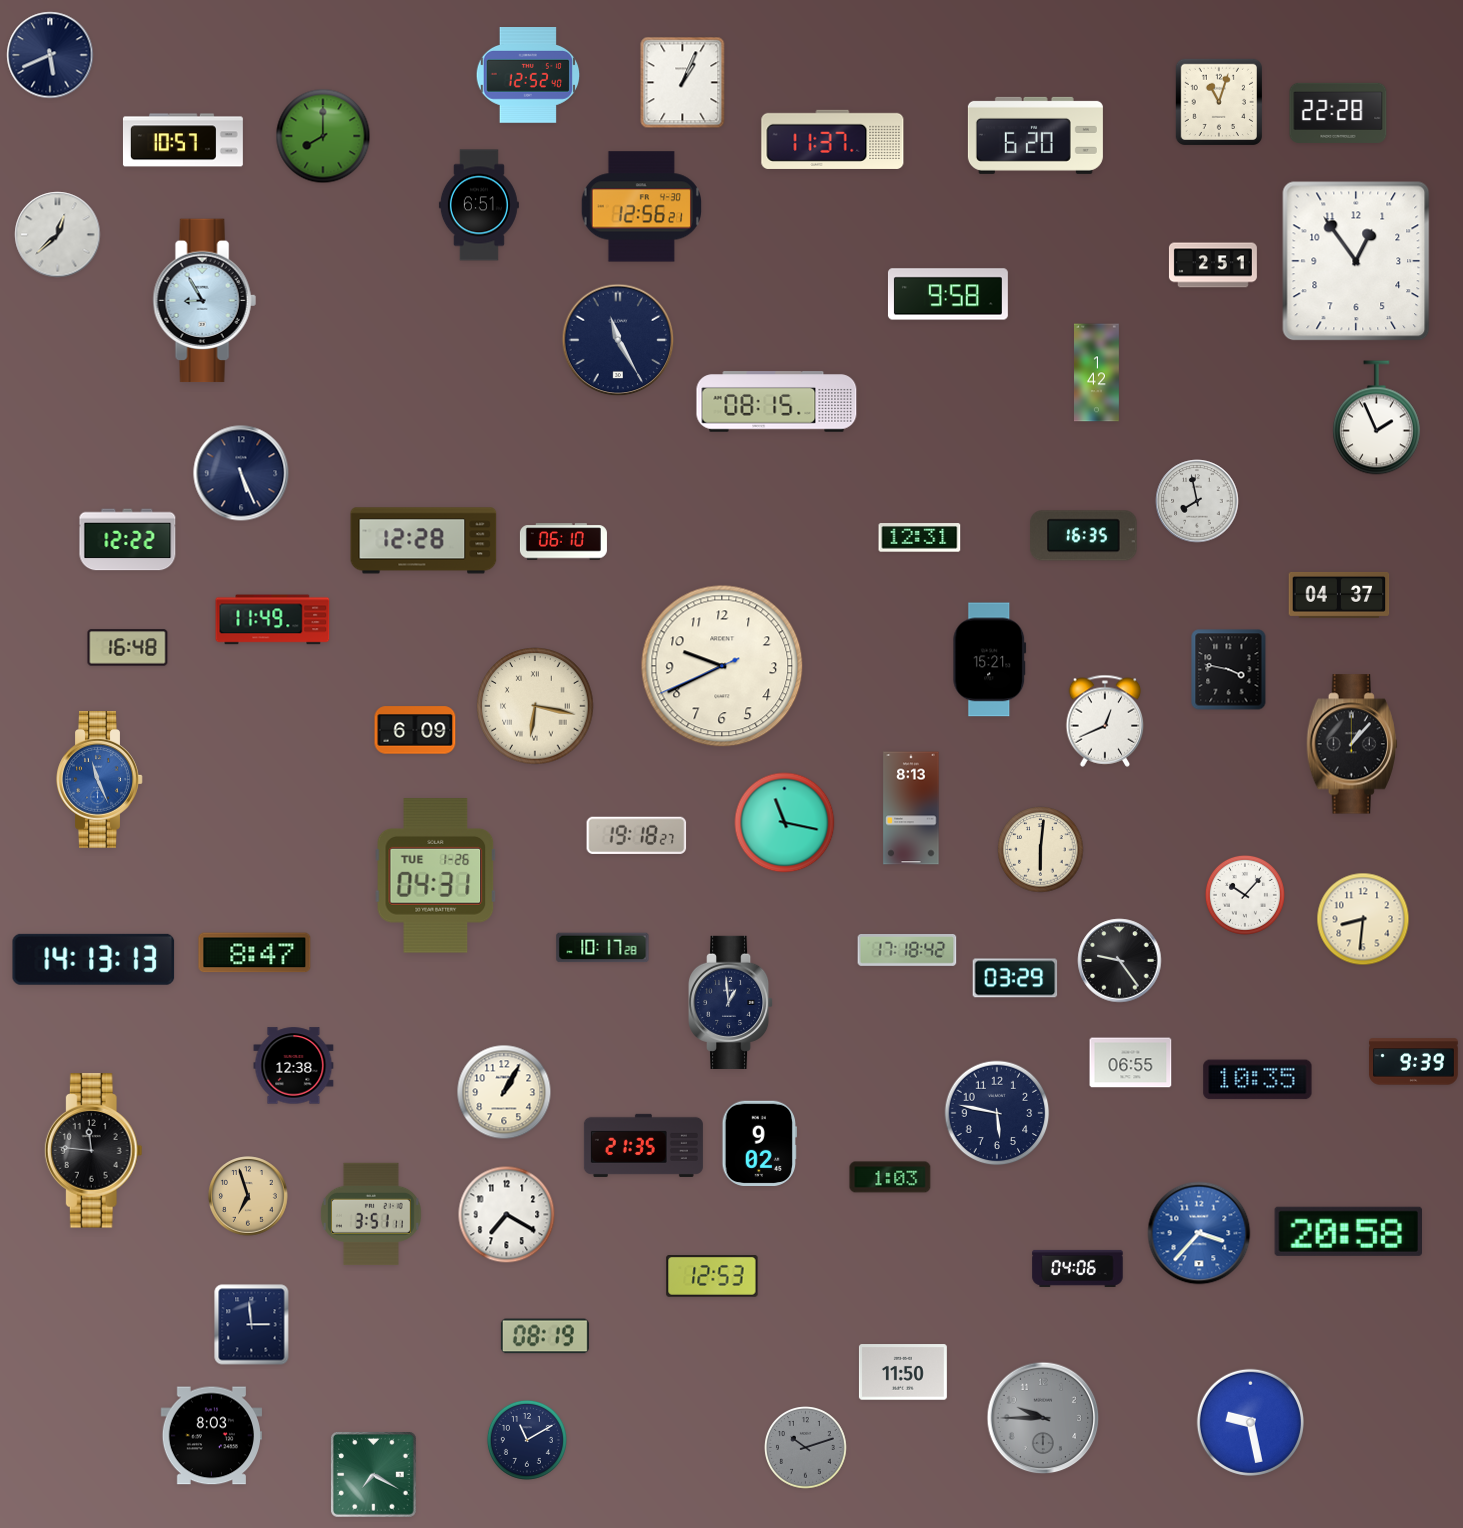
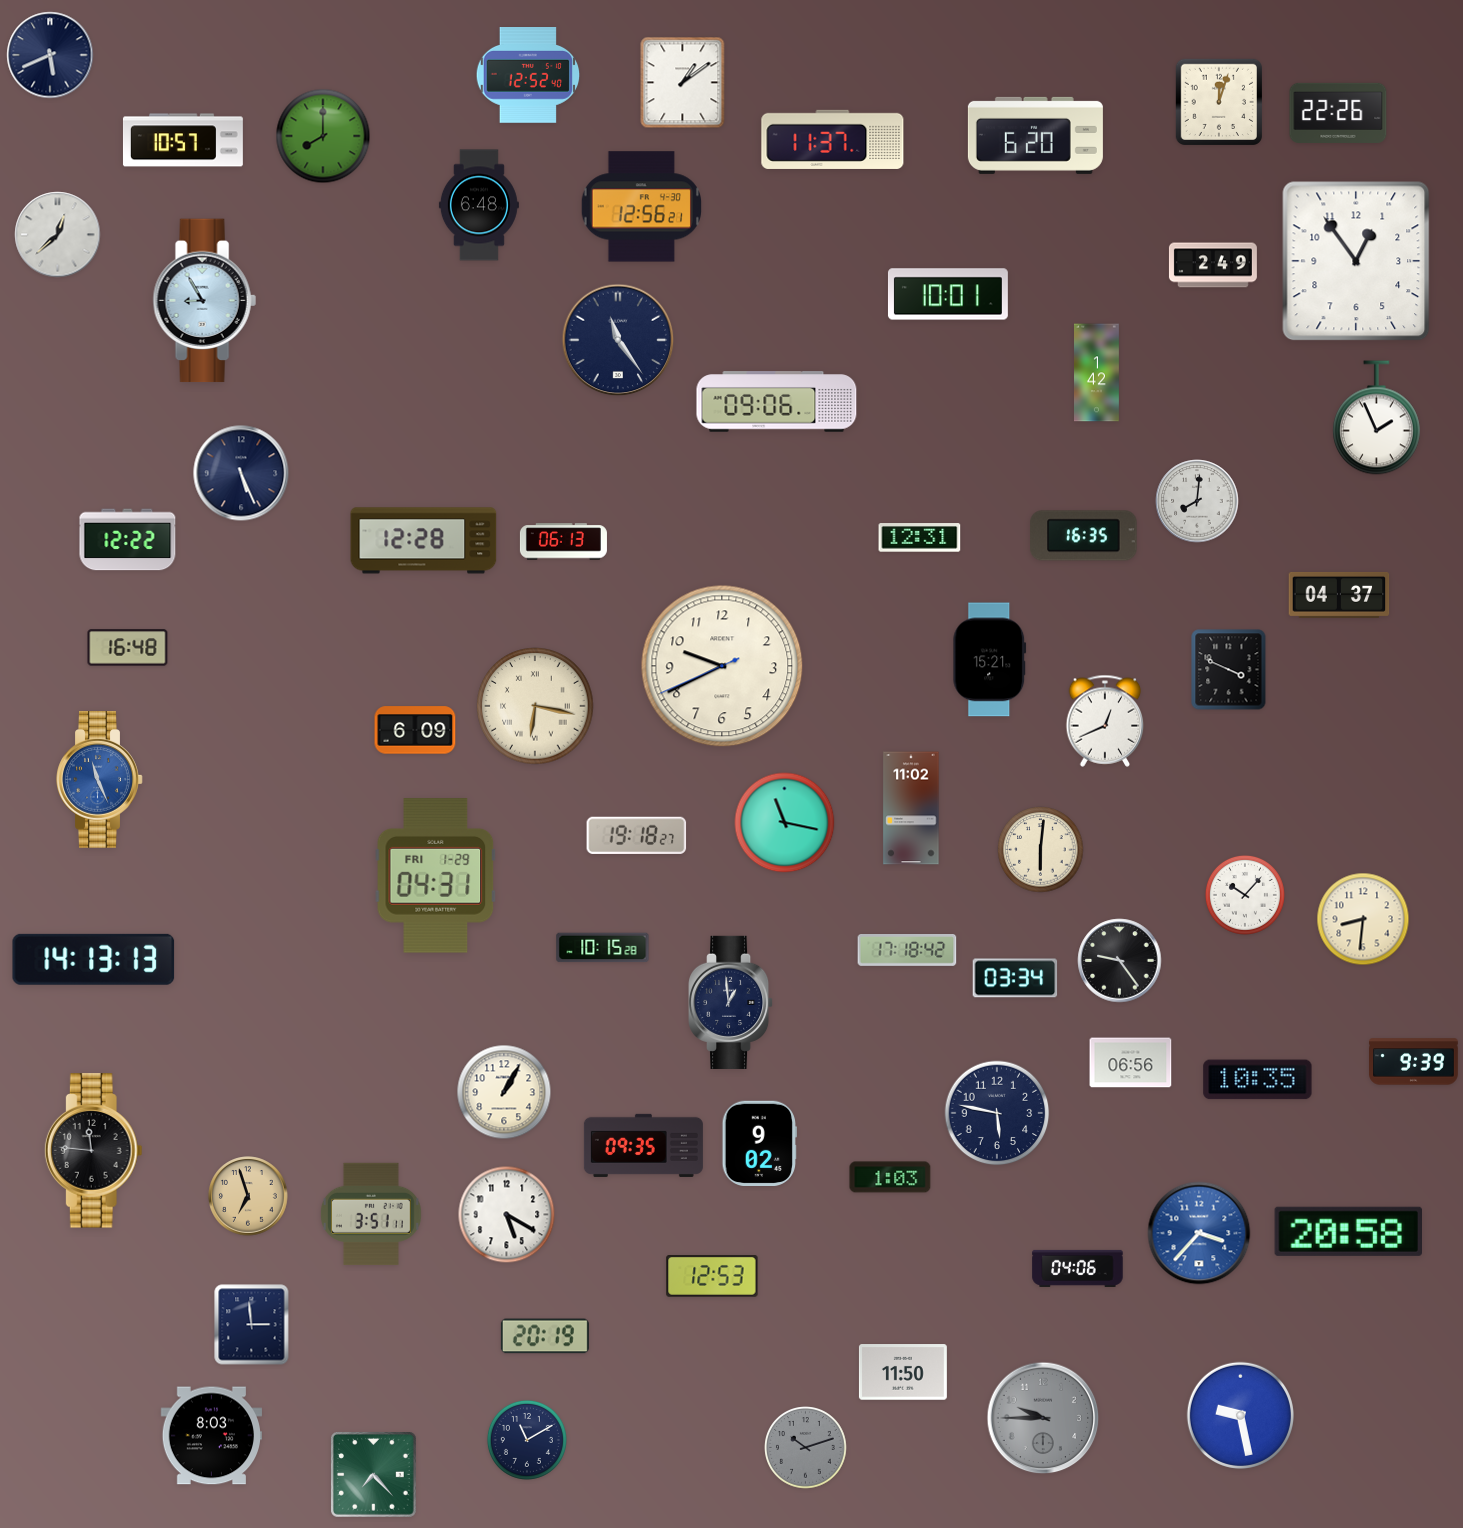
clock at (683, 83): 1:04 -> 1:09
clock at (1218, 101): 11:03 -> 12:03
clock at (1338, 113): 22:28 -> 22:26
clock at (479, 205): 6:51 -> 6:48
clock at (1213, 265): 2:51 -> 2:49
clock at (948, 294): 9:58 -> 10:01
clock at (618, 340): 11:25 -> 11:24
clock at (777, 402): 08:15 -> 09:06
clock at (1197, 501): 7:58 -> 8:01
clock at (563, 542): 06:10 -> 06:13
clock at (273, 620): 11:49 -> none
clock at (1229, 670): 3:47 -> 3:49
clock at (1352, 744): 1:07 -> none
clock at (911, 808): 8:13 -> 11:02
clock at (436, 876) date: TUE 1-26 -> FRI 1-29
clock at (603, 948): 10:17 -> 10:15
clock at (255, 953): 8:47 -> none
clock at (1015, 978): 03:29 -> 03:34
clock at (1131, 1063): 06:55 -> 06:56
clock at (294, 1066): 12:38 -> none
clock at (643, 1145): 21:35 -> 09:35
clock at (507, 1215): 7:20 -> 5:20
clock at (545, 1336): 08:19 -> 20:19
clock at (1250, 1422) position: (1250, 1422) -> (1240, 1415)
clock at (374, 1475): 7:20 -> 7:23
